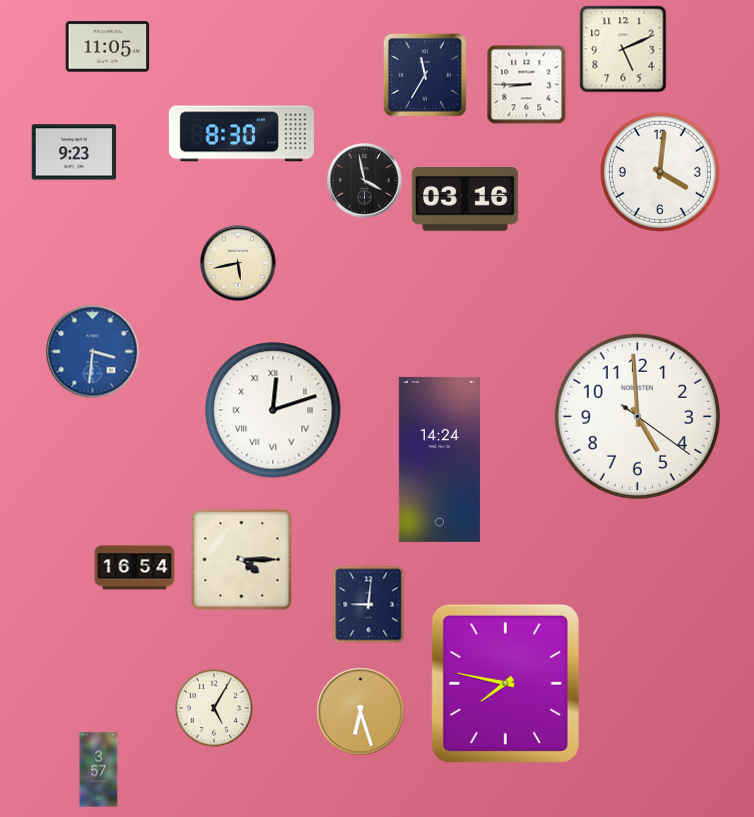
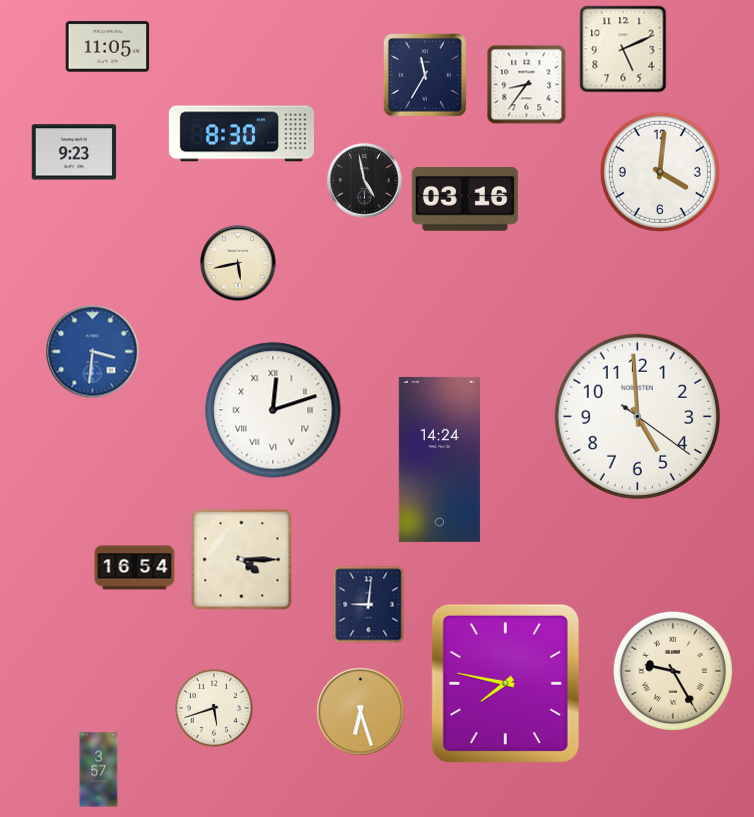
clock at (527, 85): 8:45 -> 8:36
clock at (365, 181): 3:58 -> 4:58
clock at (673, 671): none -> 9:25
clock at (215, 709): 5:05 -> 5:42
